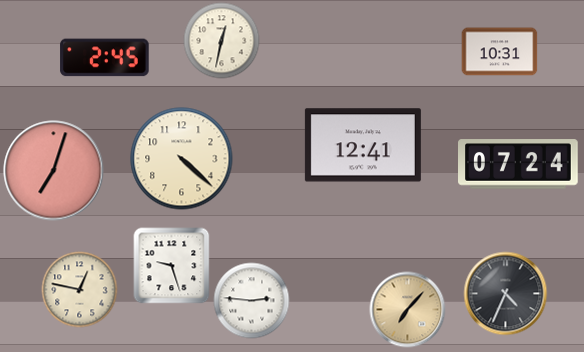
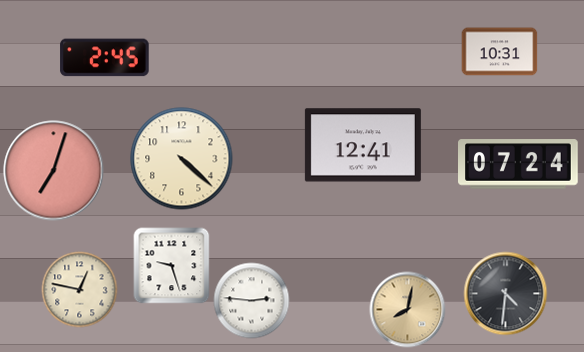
clock at (222, 41): 12:32 -> none
clock at (506, 294): 4:34 -> 4:31
clock at (408, 310): 7:07 -> 8:02
